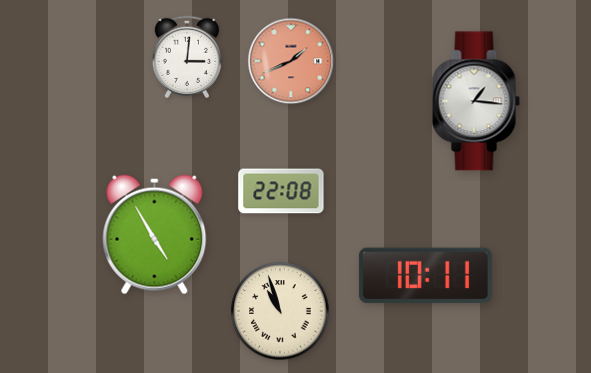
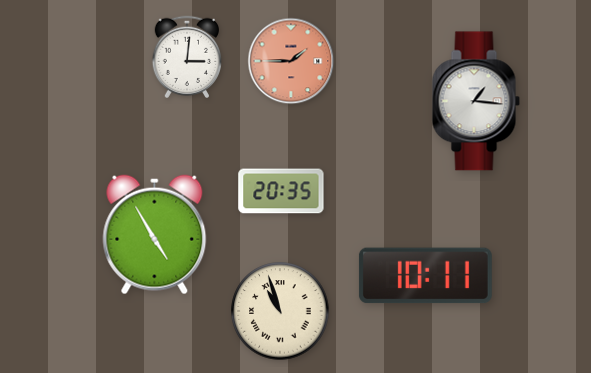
clock at (291, 61): 1:41 -> 1:45
clock at (281, 191): 22:08 -> 20:35
